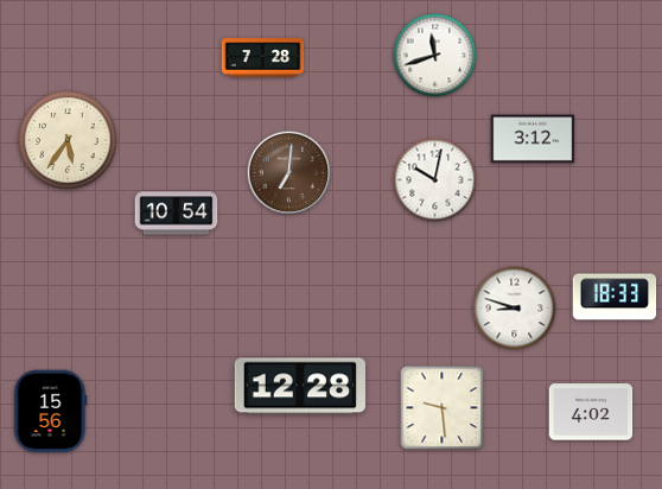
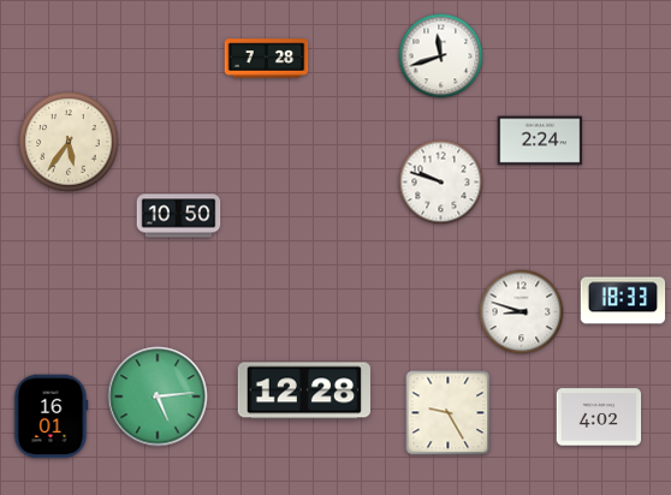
clock at (533, 139): 3:12 -> 2:24
clock at (289, 173): 7:01 -> none
clock at (435, 180): 10:02 -> 9:48
clock at (177, 214): 10:54 -> 10:50
clock at (158, 396): none -> 5:14
clock at (443, 408): 9:29 -> 9:25
clock at (51, 412): 15:56 -> 16:01
